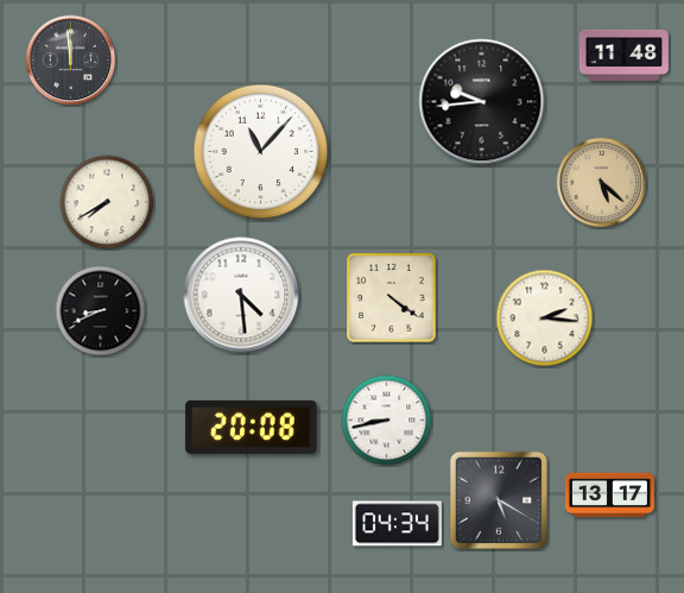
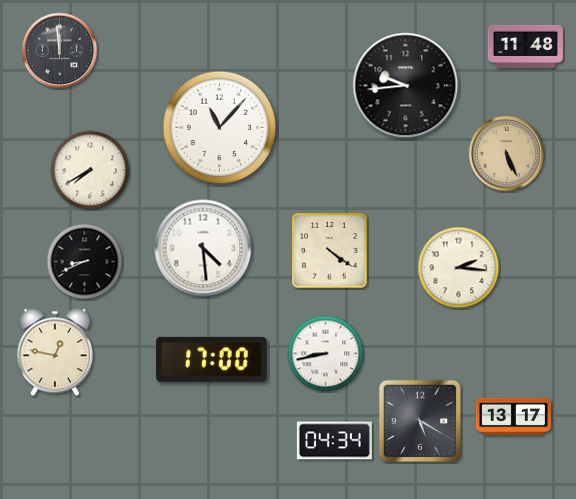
clock at (602, 183): 5:22 -> 5:26
clock at (55, 352): none -> 12:47
clock at (252, 427): 20:08 -> 17:00
